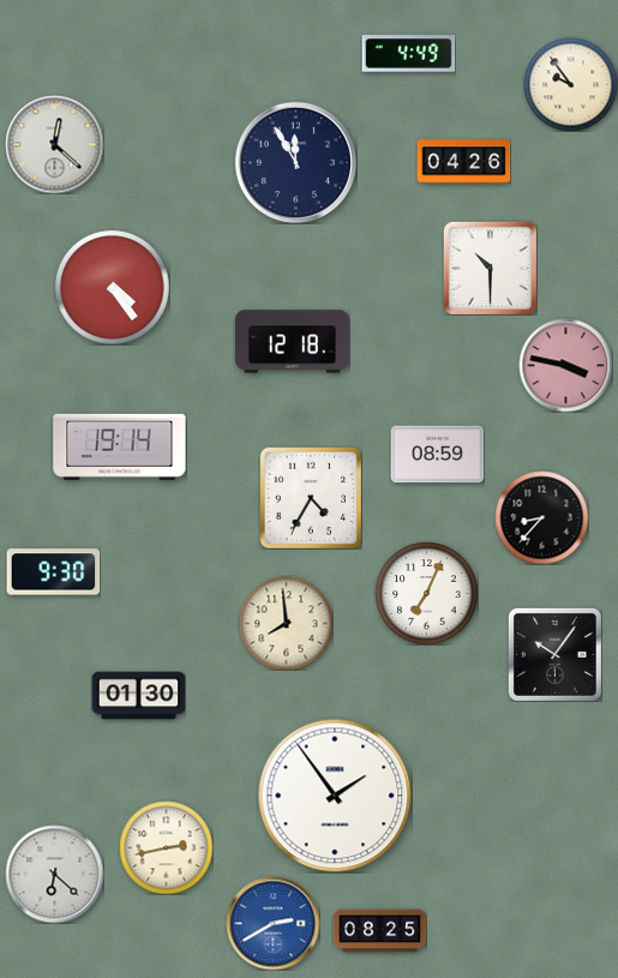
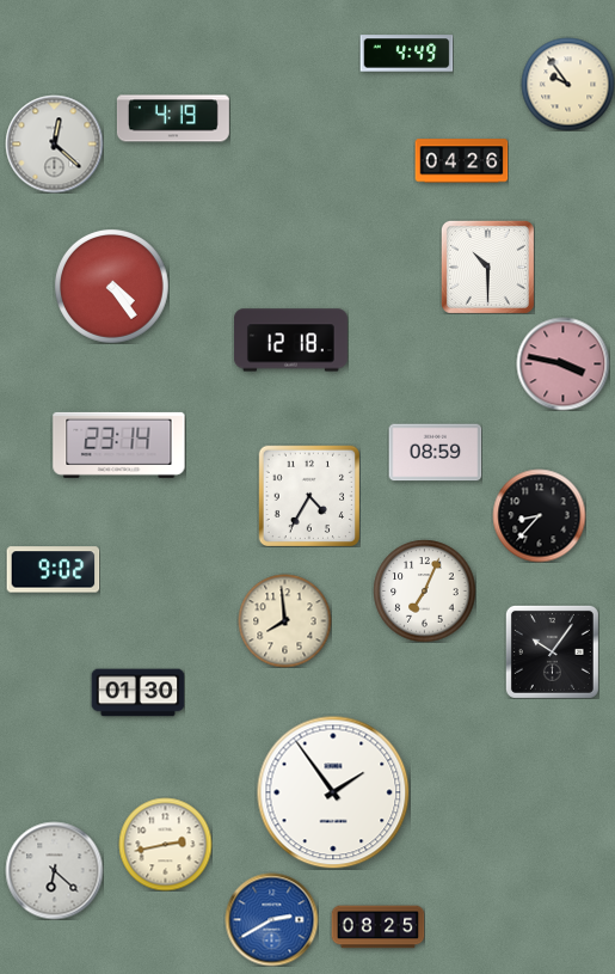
clock at (173, 118): none -> 4:19
clock at (295, 162): 11:55 -> none
clock at (120, 446): 19:14 -> 23:14
clock at (53, 572): 9:30 -> 9:02
